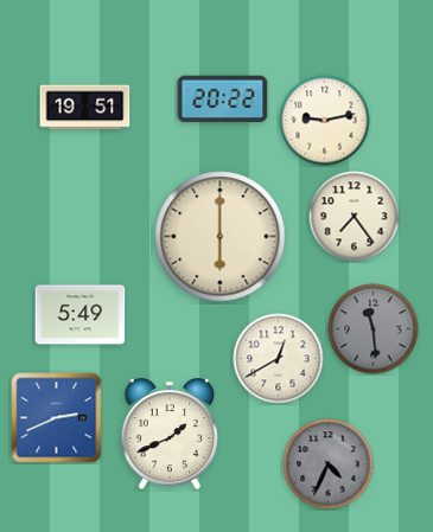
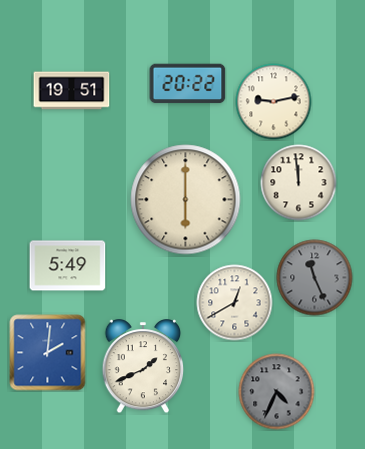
clock at (355, 217): 7:24 -> 11:59
clock at (374, 329): 11:29 -> 11:26
clock at (57, 418): 2:41 -> 2:01
